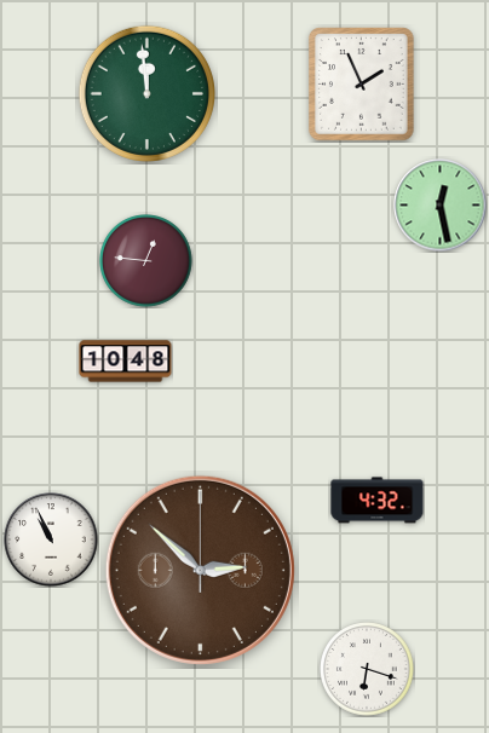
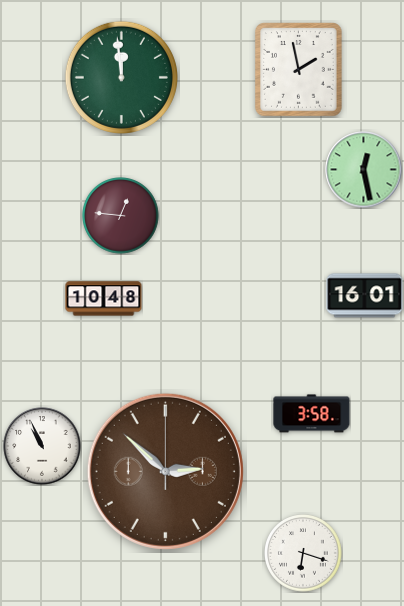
clock at (362, 85): 1:56 -> 1:58
clock at (365, 296): none -> 16:01
clock at (378, 501): 4:32 -> 3:58
